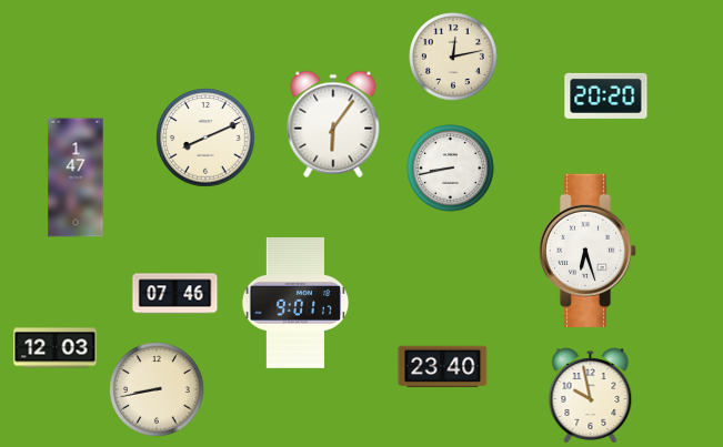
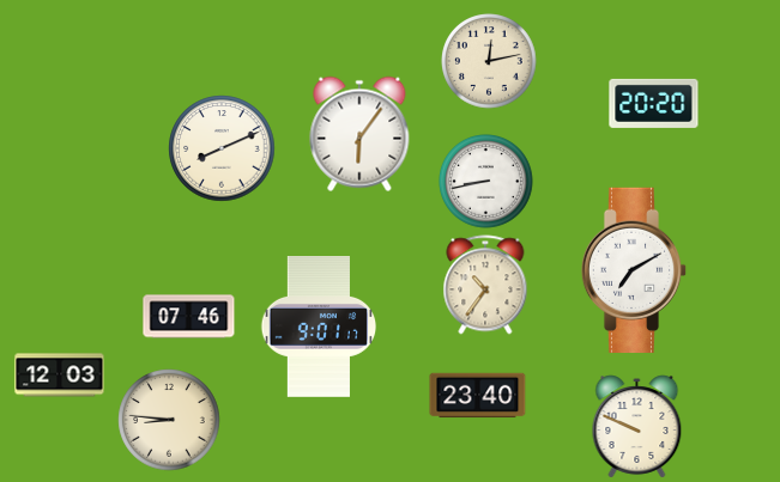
clock at (76, 177): 1:47 -> none
clock at (588, 250): 6:27 -> 7:10
clock at (485, 285): none -> 10:36
clock at (157, 389): 8:43 -> 8:46
clock at (591, 396): 9:58 -> 9:49
